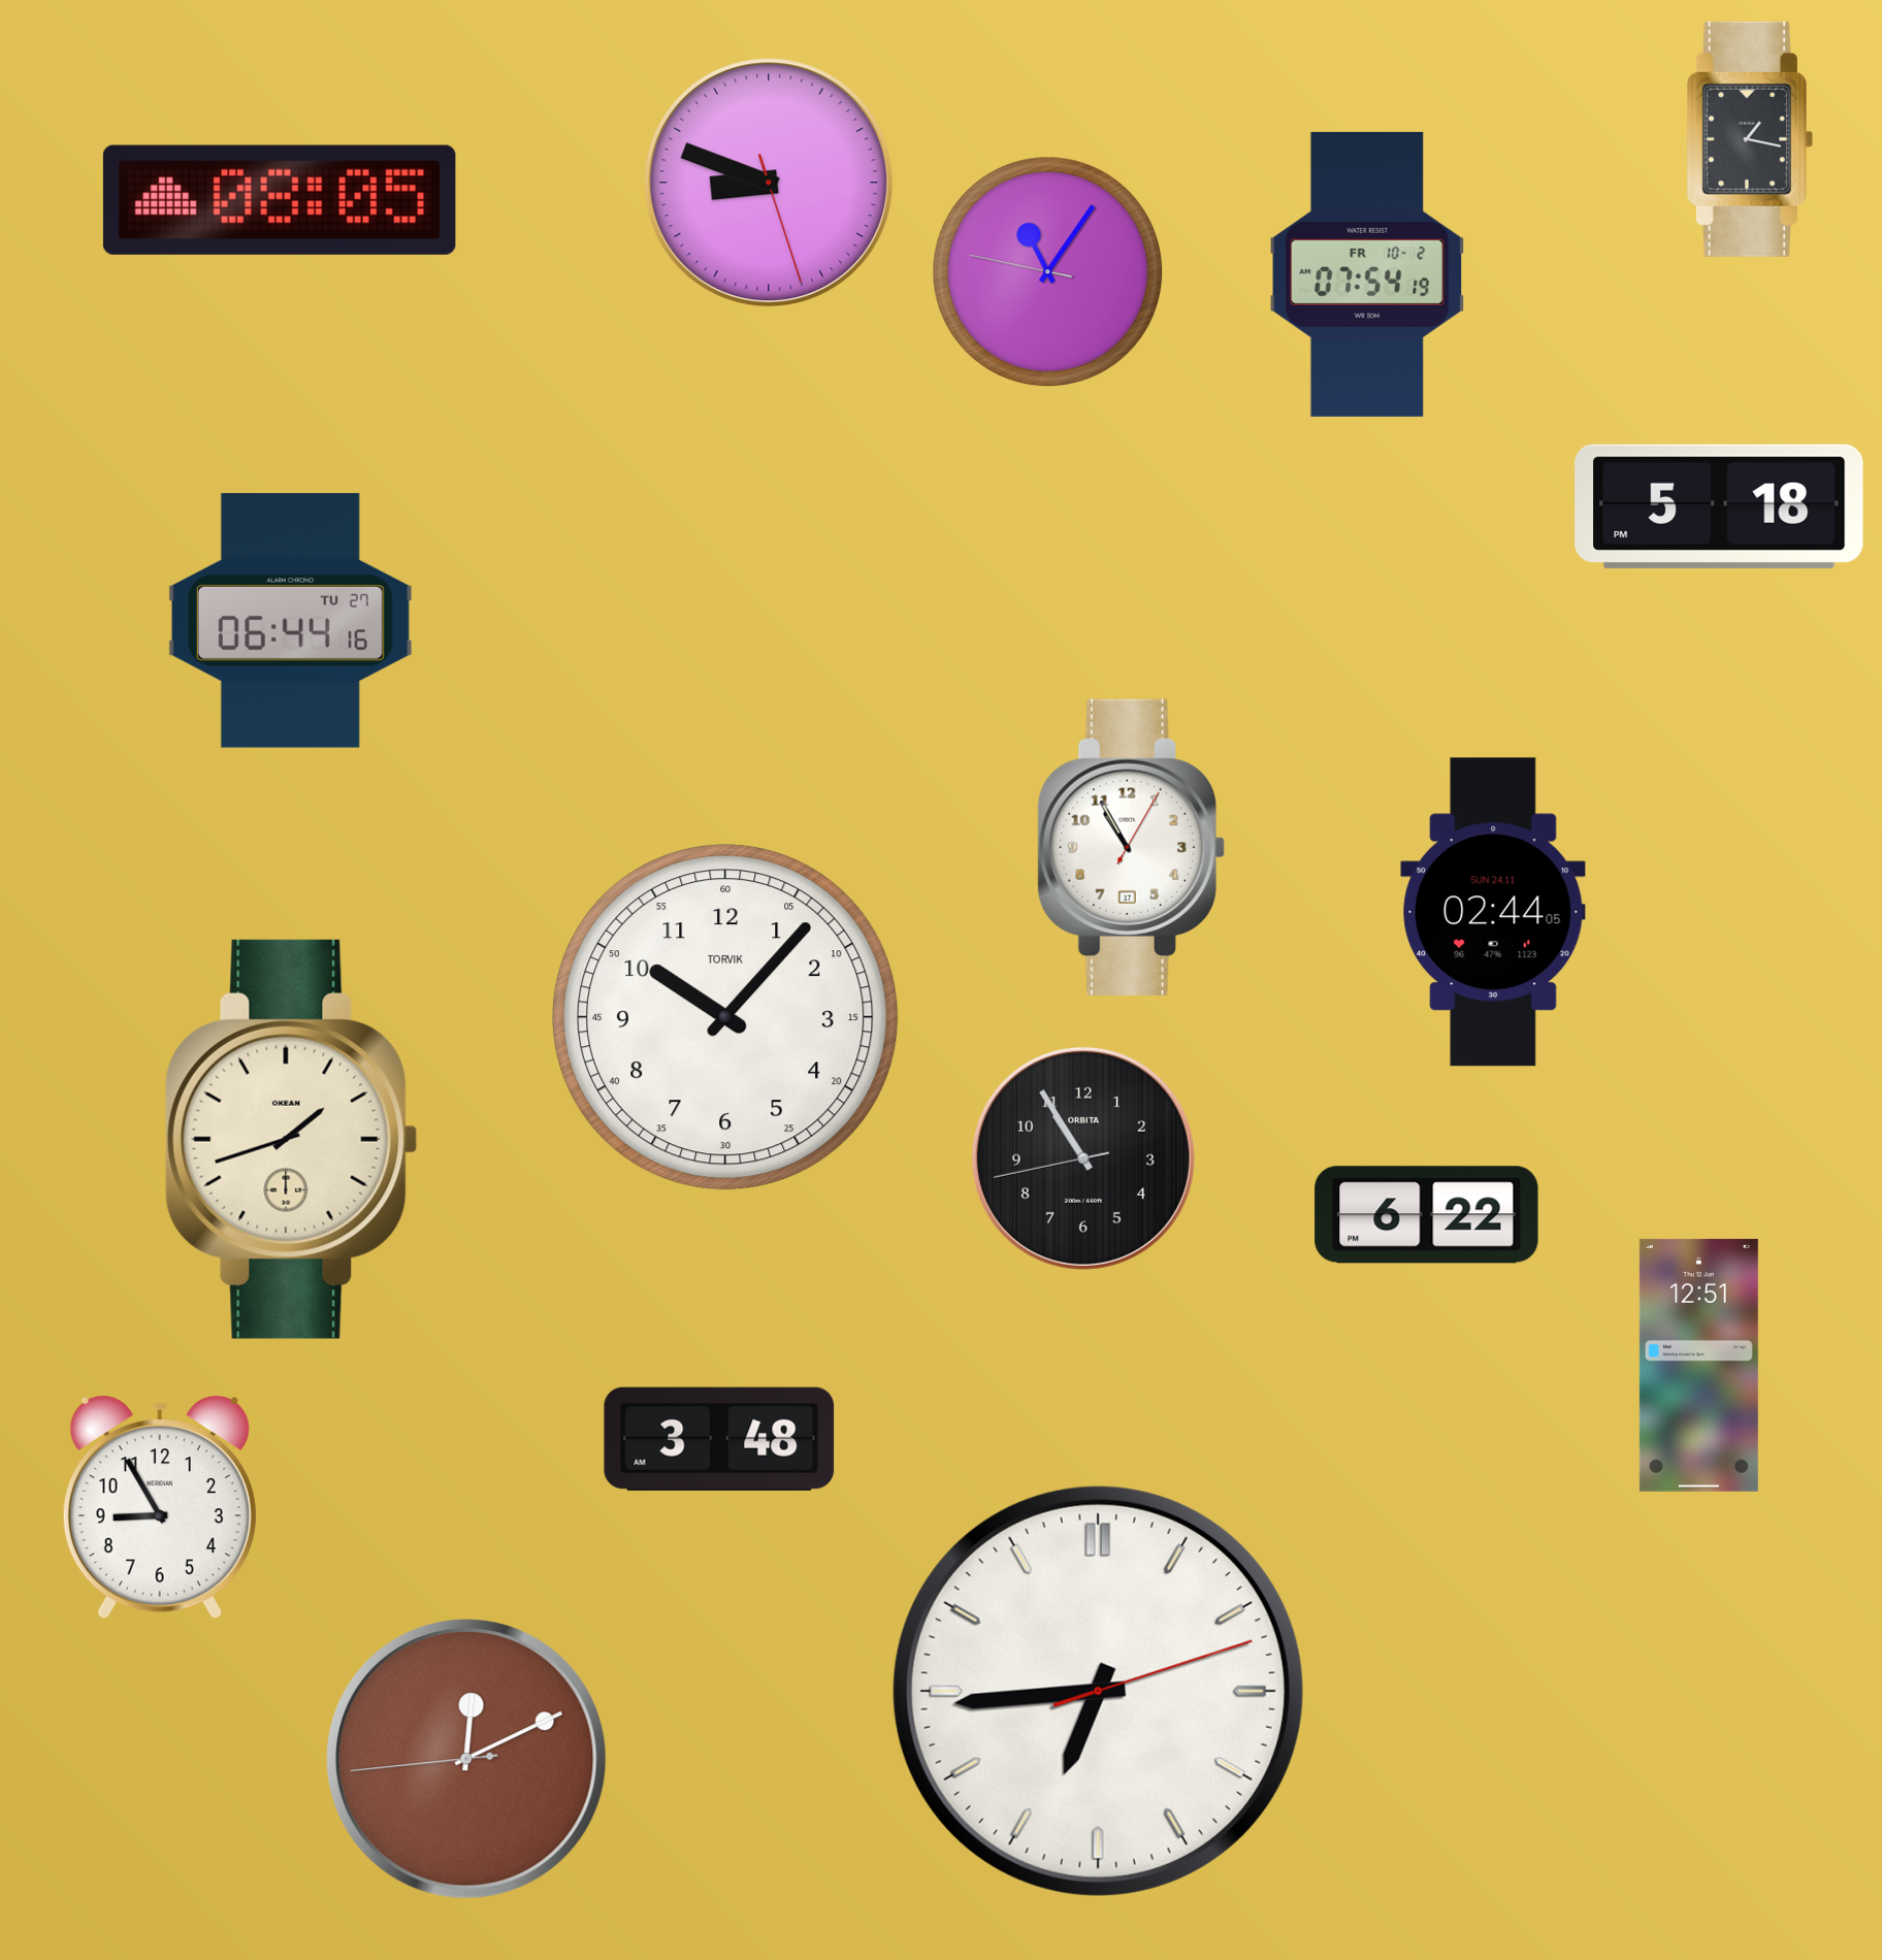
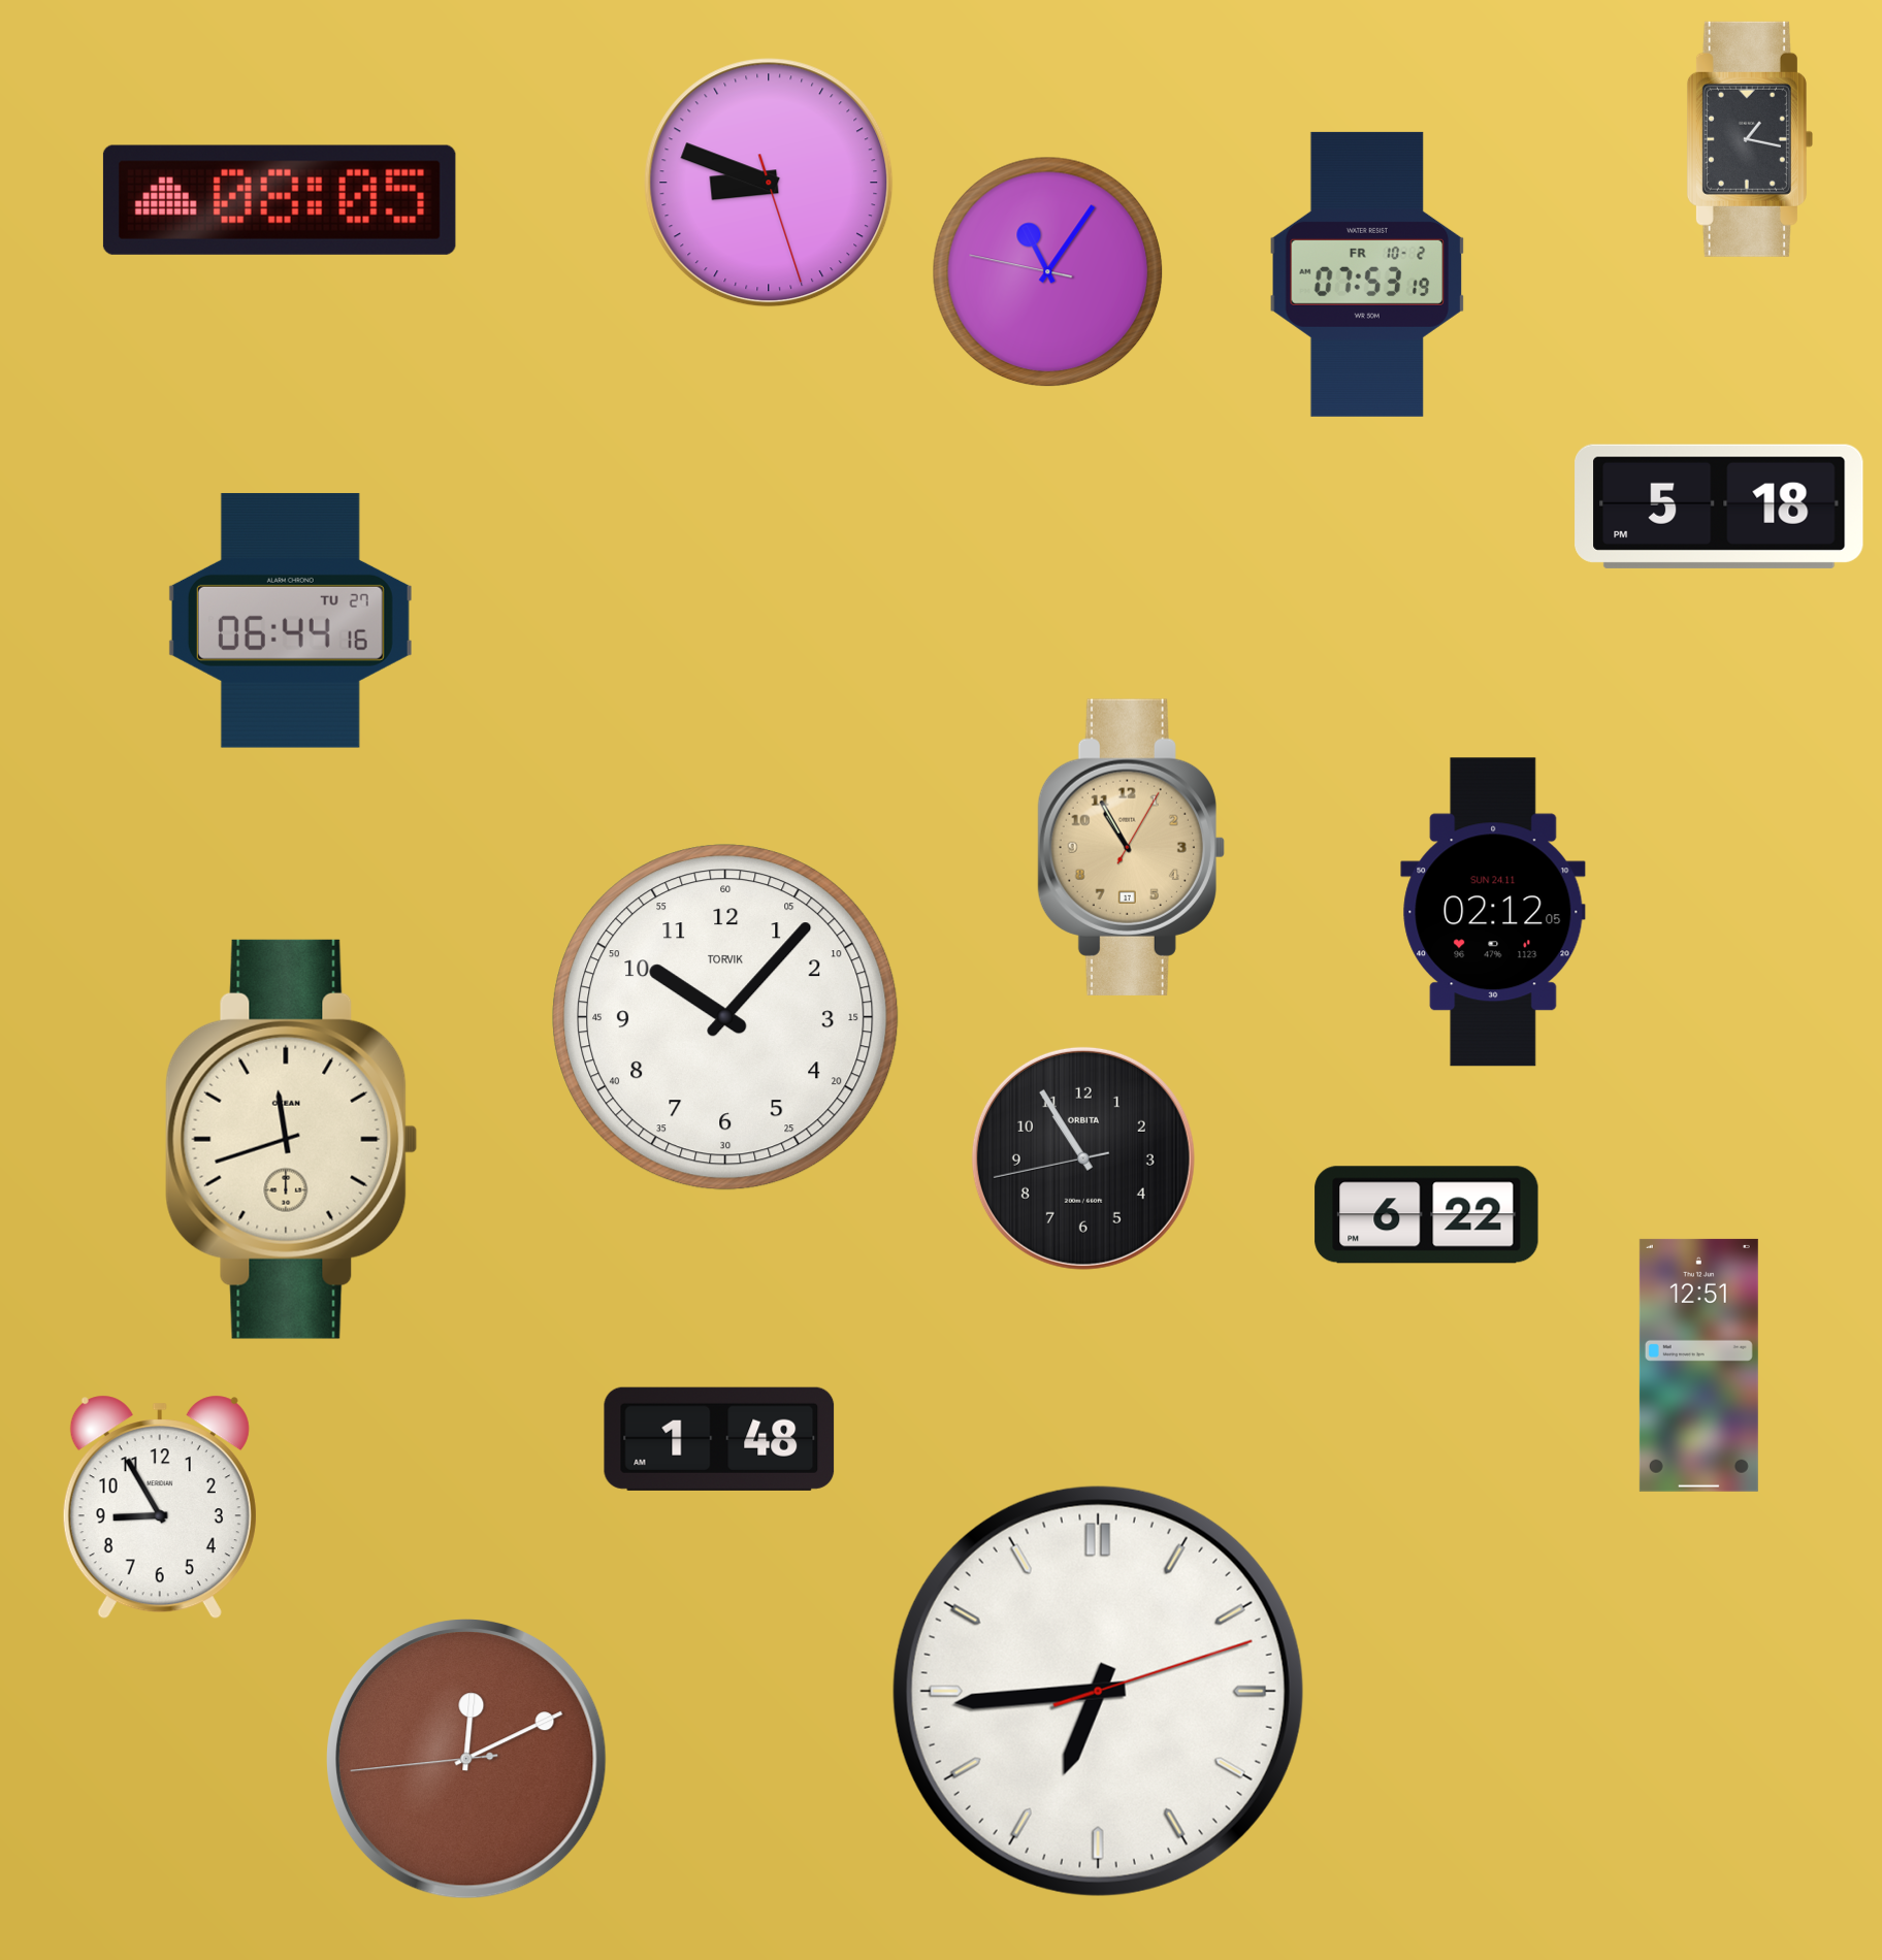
clock at (1367, 274): 07:54 -> 07:53
clock at (1131, 847) dial: white -> champagne
clock at (1493, 912): 02:44 -> 02:12
clock at (292, 1139): 1:42 -> 11:42
clock at (719, 1439): 3:48 -> 1:48
